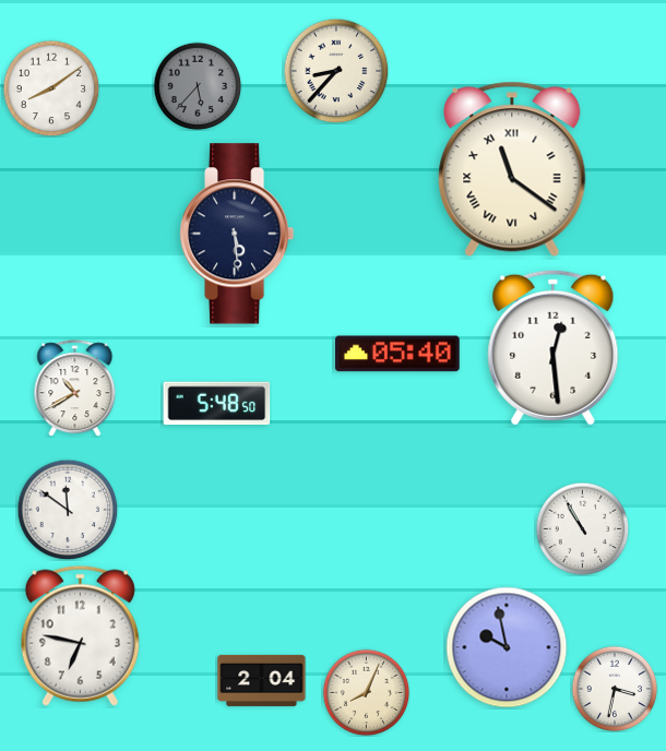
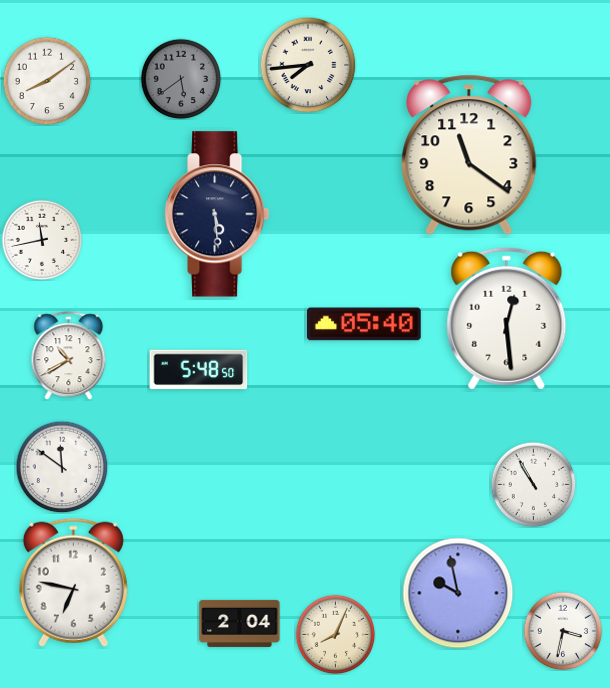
clock at (336, 71): 8:37 -> 7:44
clock at (198, 86): 5:37 -> 5:39
clock at (512, 169) numerals: Roman -> Arabic
clock at (42, 240): none -> 11:43
clock at (507, 647) position: (507, 647) -> (458, 593)
